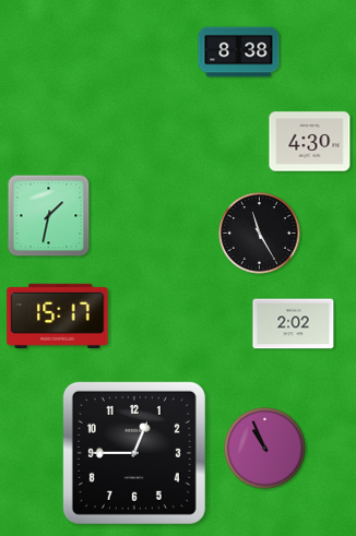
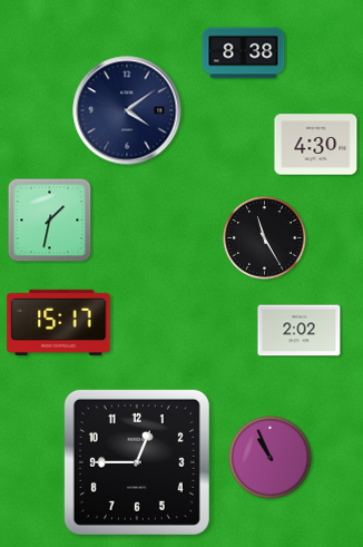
clock at (127, 110): none -> 4:09
